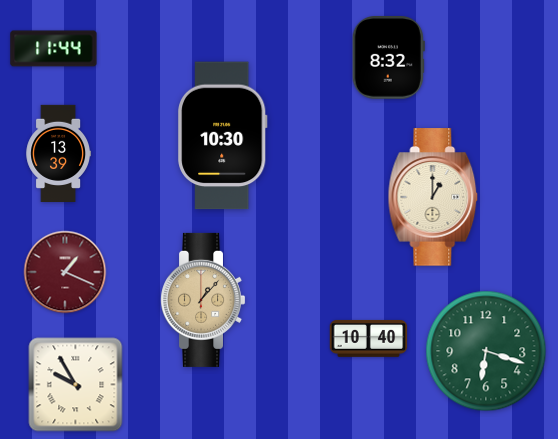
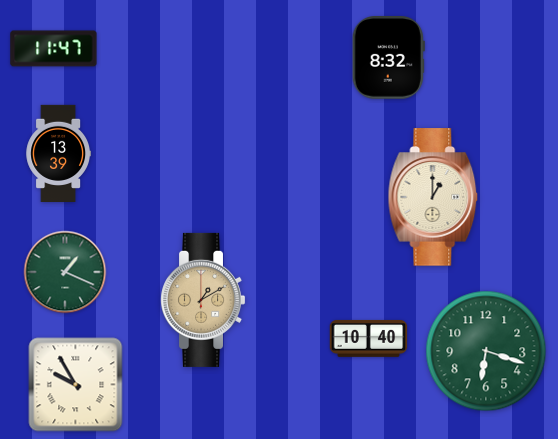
clock at (54, 49): 11:44 -> 11:47
clock at (223, 136): 10:30 -> none
clock at (65, 272) dial: burgundy -> green
clock at (203, 300): 1:07 -> 1:10
